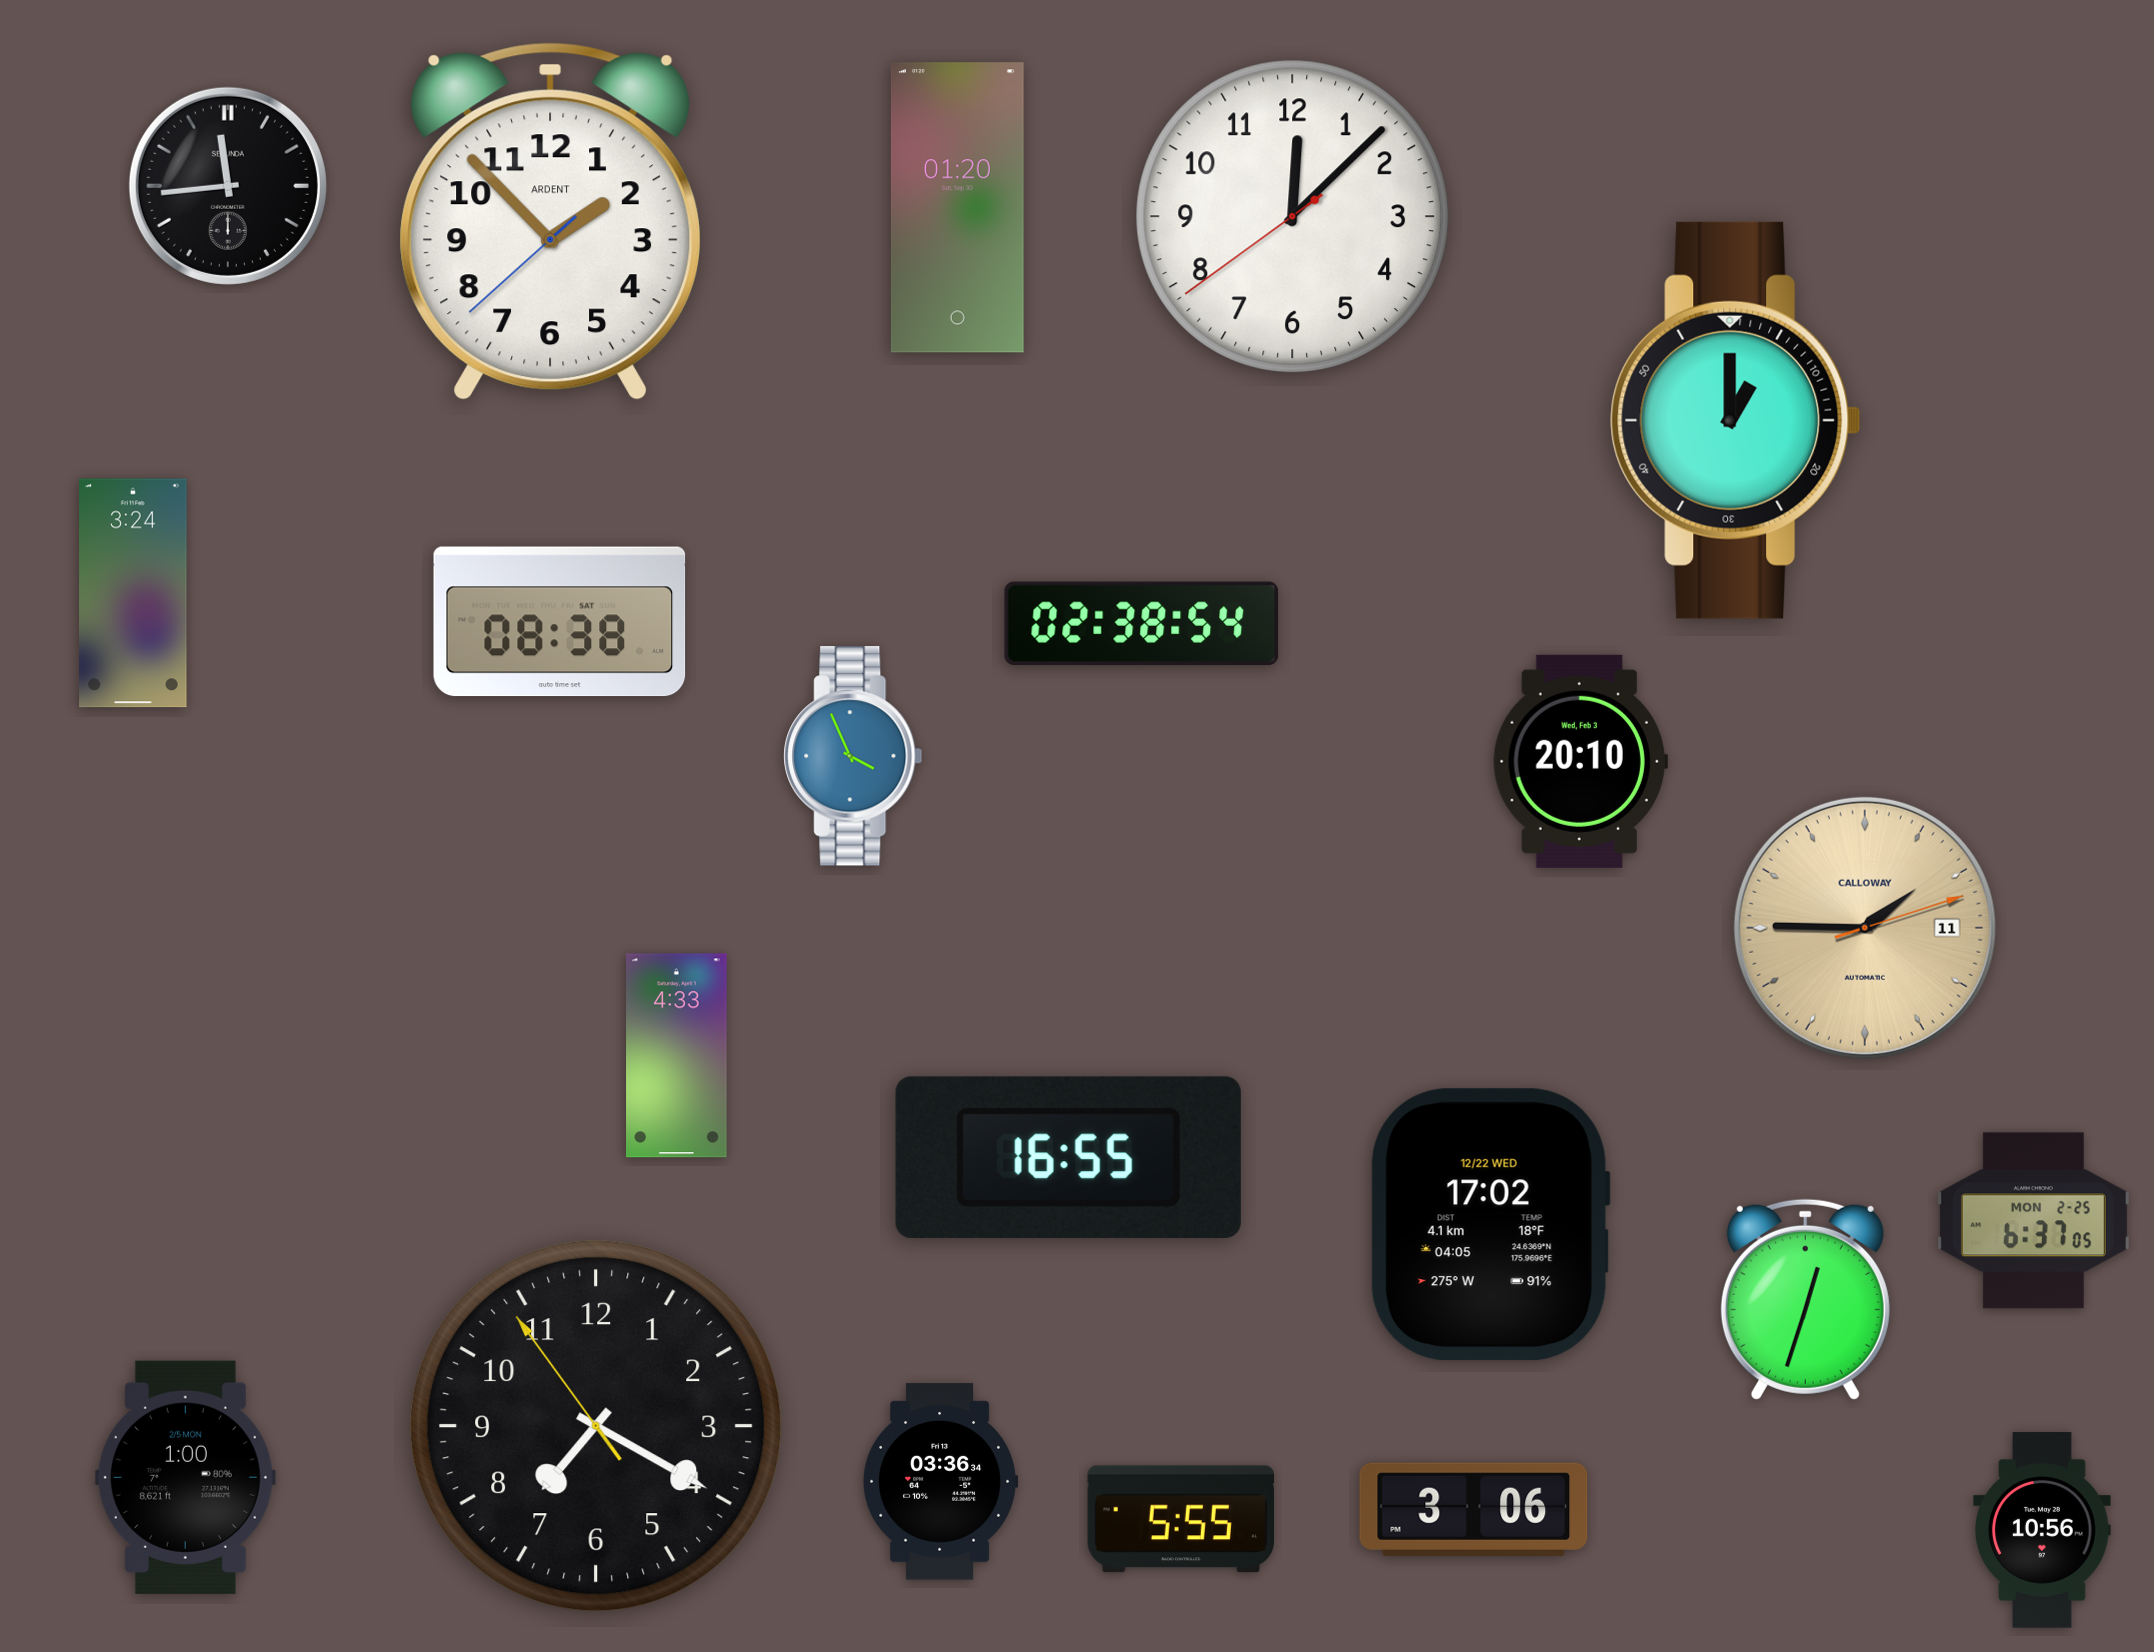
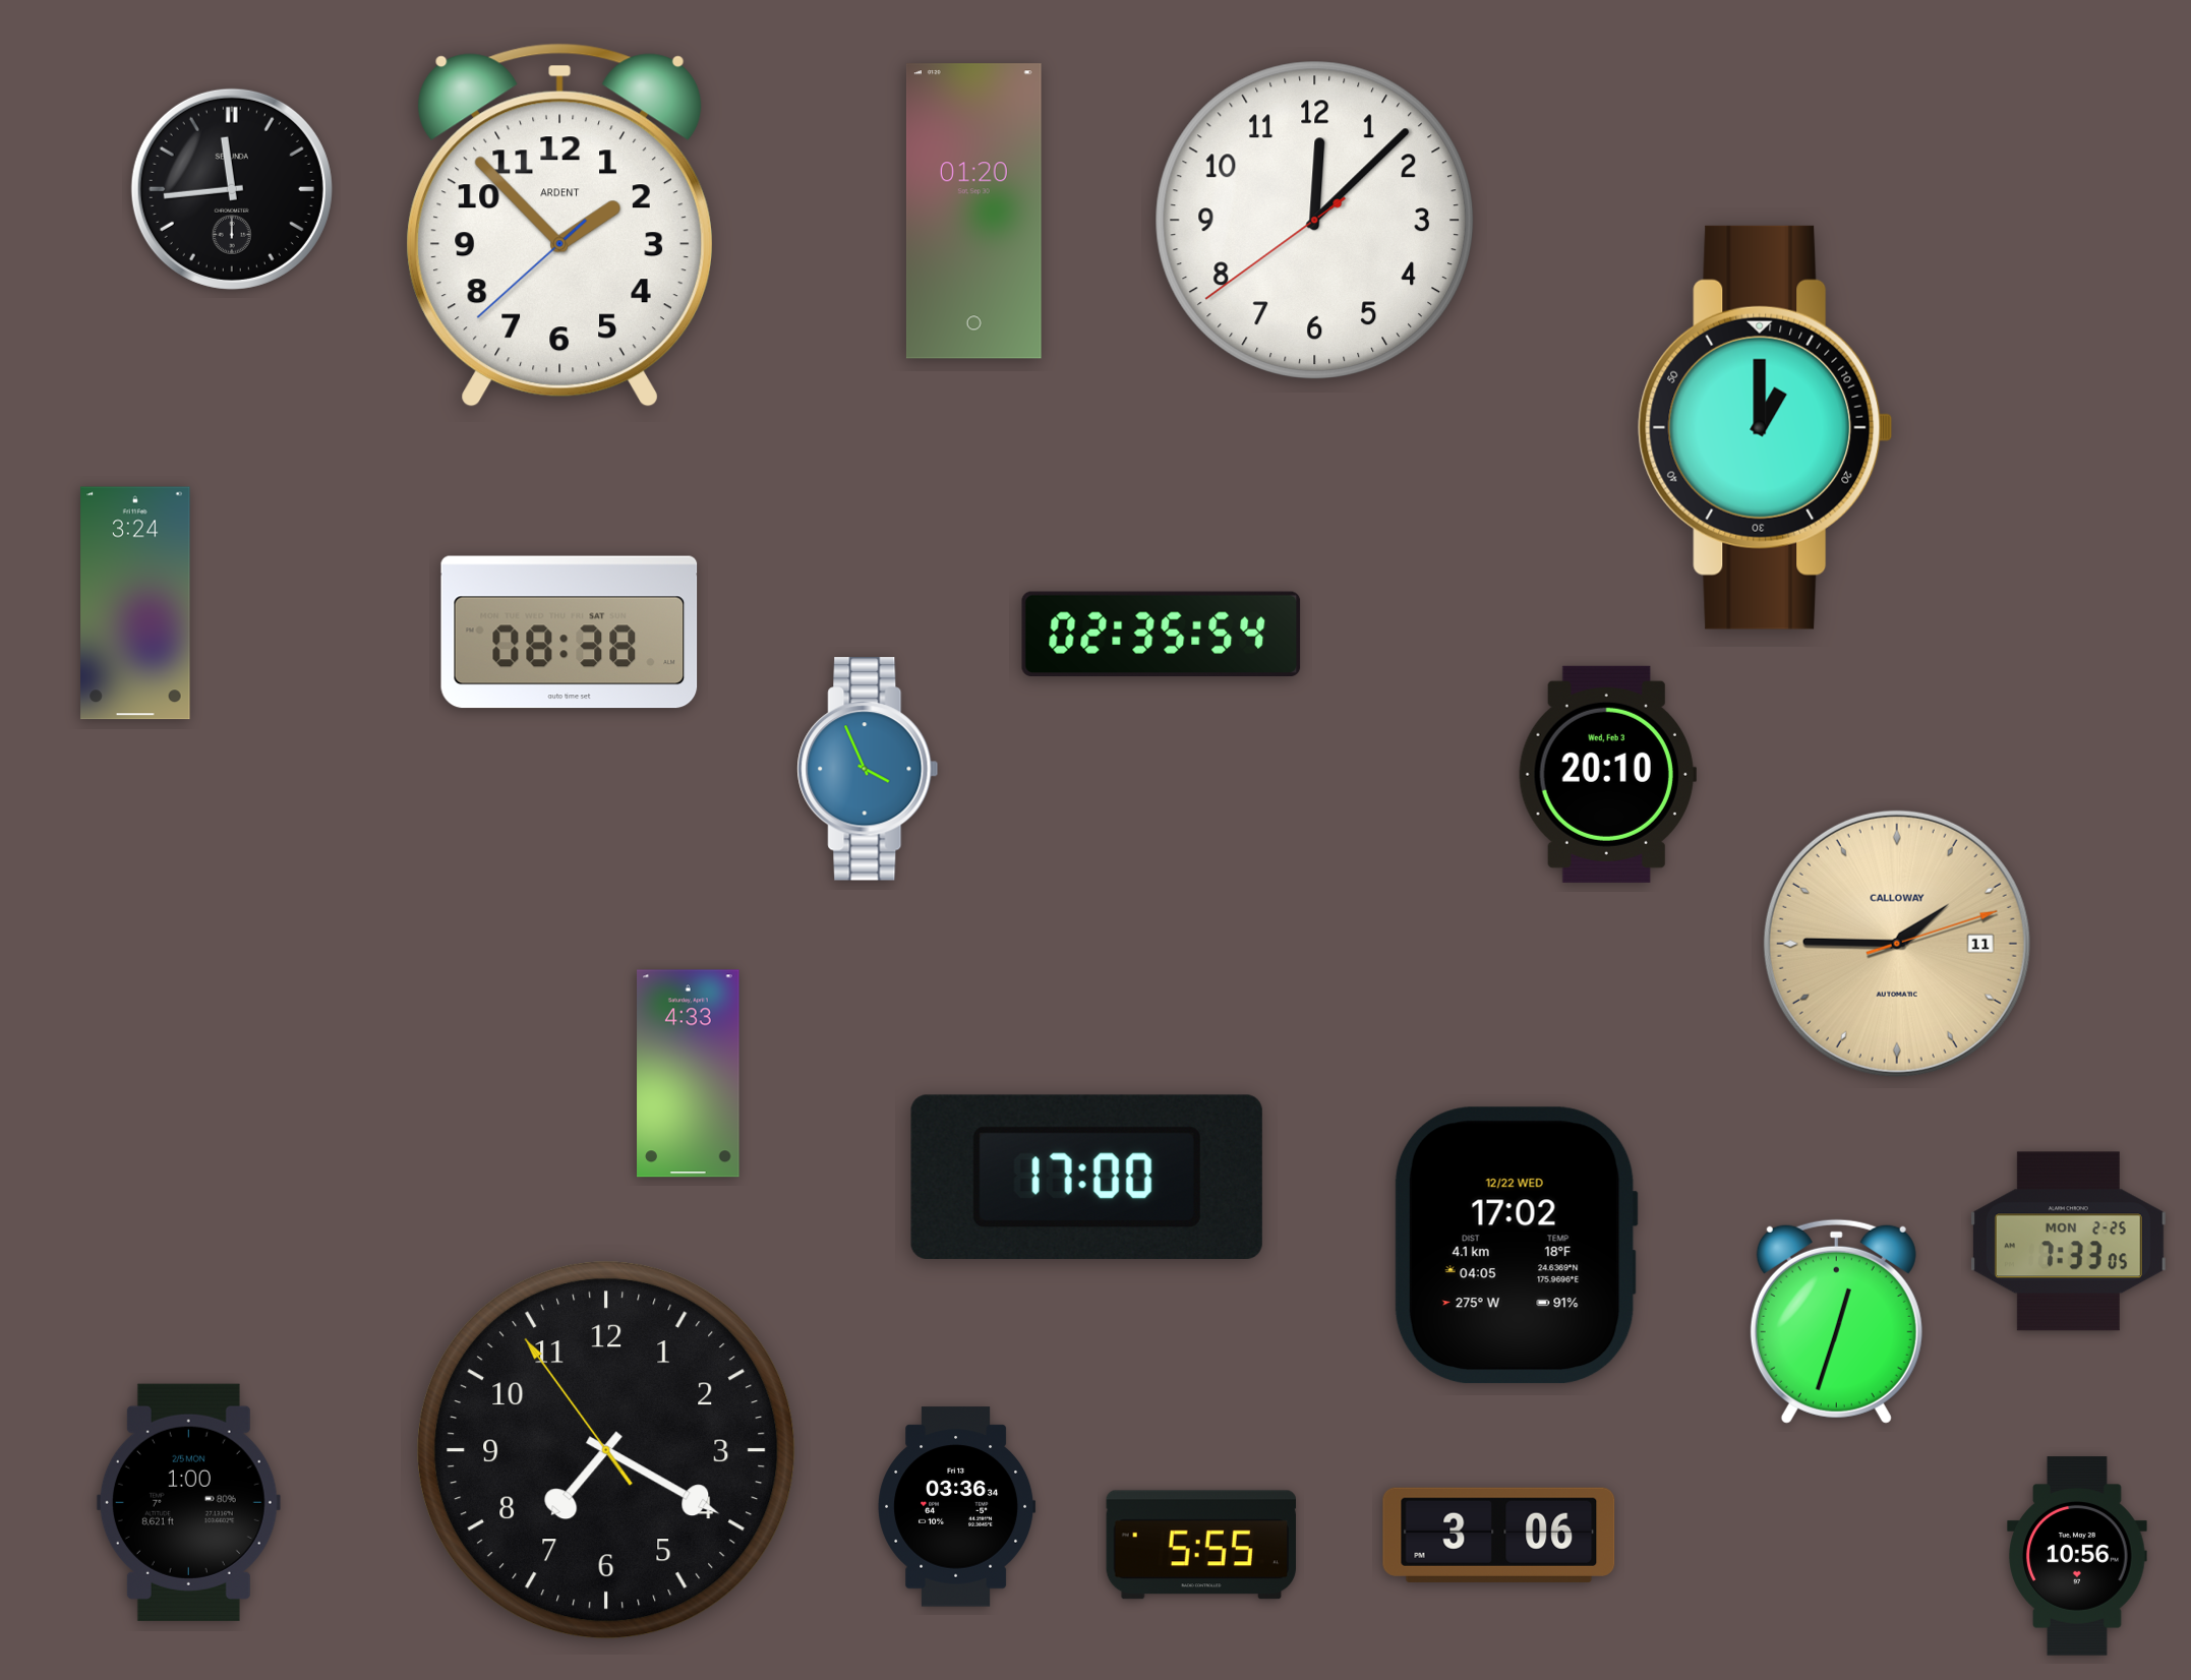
clock at (1142, 623): 02:38 -> 02:35
clock at (1068, 1157): 16:55 -> 17:00
clock at (2033, 1221): 6:37 -> 7:33
